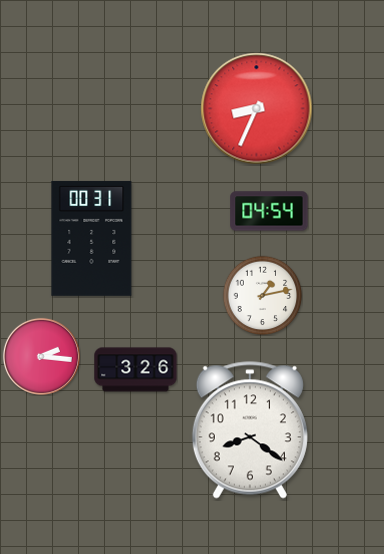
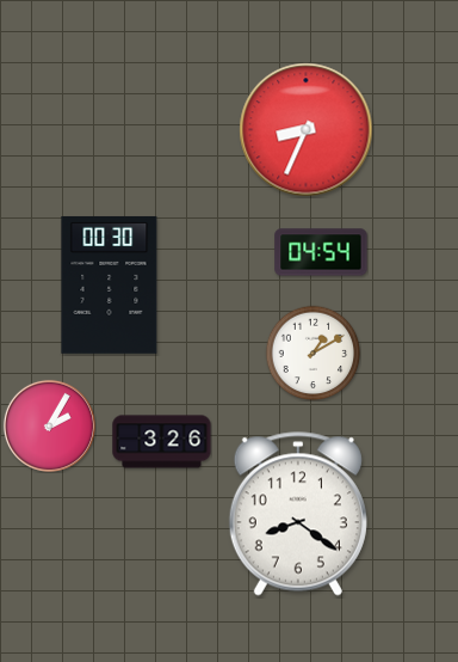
clock at (92, 238): 00:31 -> 00:30
clock at (262, 295): 1:13 -> 1:10
clock at (41, 356): 2:16 -> 2:05
